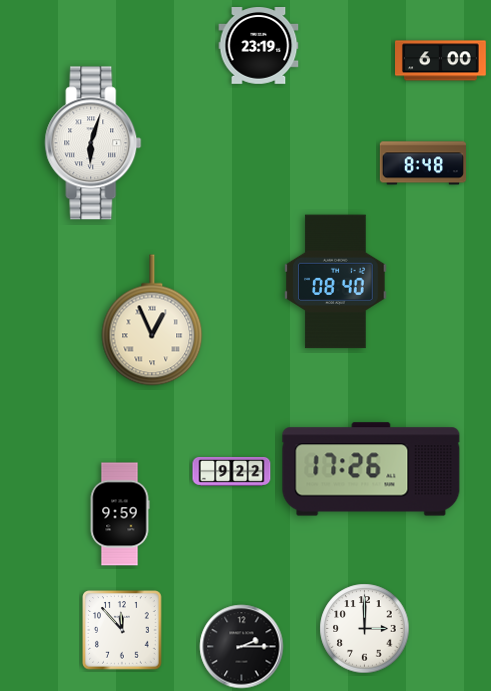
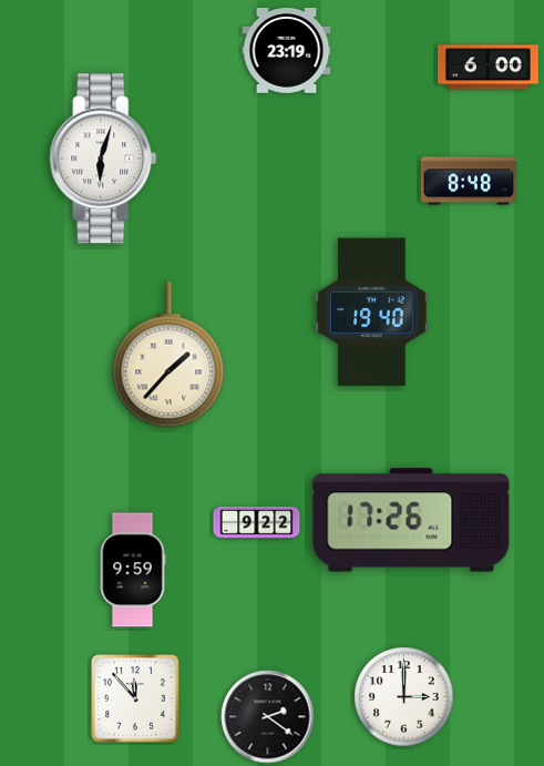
clock at (336, 282): 08:40 -> 19:40
clock at (152, 320): 12:56 -> 1:37
clock at (242, 647): 2:15 -> 2:21
